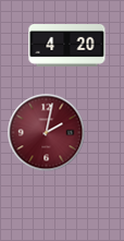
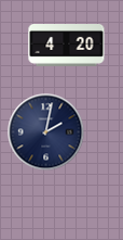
clock at (47, 133) dial: burgundy -> navy
